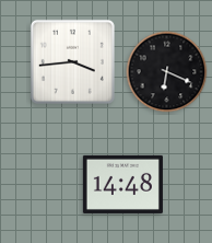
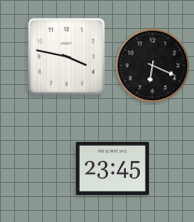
clock at (72, 61): 3:44 -> 3:47
clock at (122, 184): 14:48 -> 23:45
